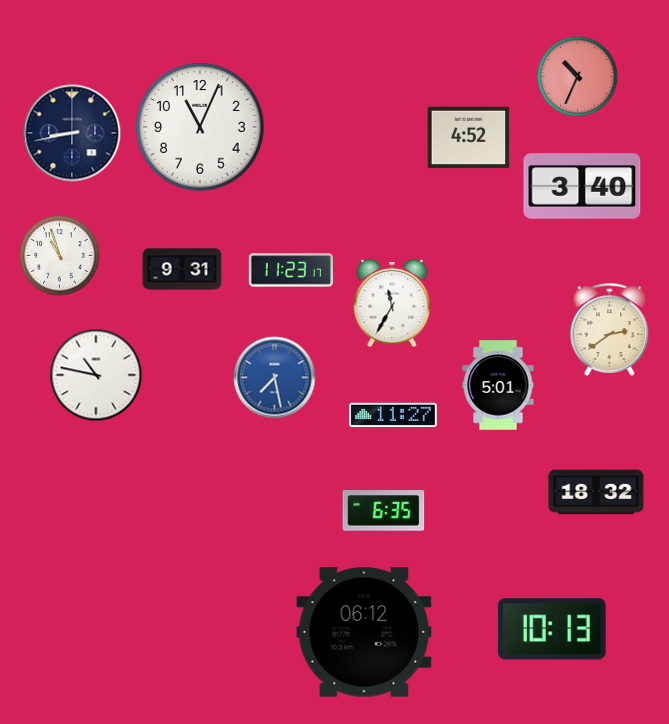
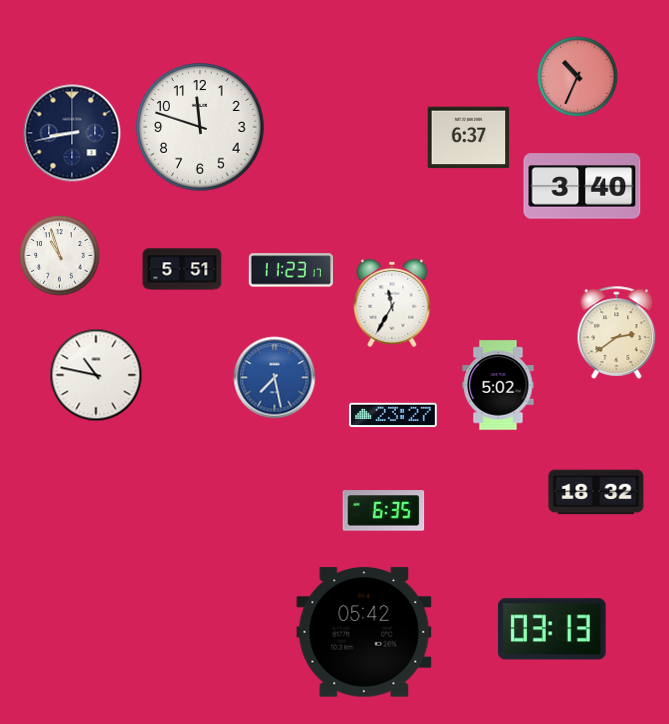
clock at (200, 127): 11:04 -> 11:48
clock at (469, 138): 4:52 -> 6:37
clock at (182, 269): 9:31 -> 5:51
clock at (610, 329) position: (610, 329) -> (617, 332)
clock at (498, 385): 5:01 -> 5:02
clock at (393, 415): 11:27 -> 23:27
clock at (552, 629): 10:13 -> 03:13
clock at (364, 632): 06:12 -> 05:42
